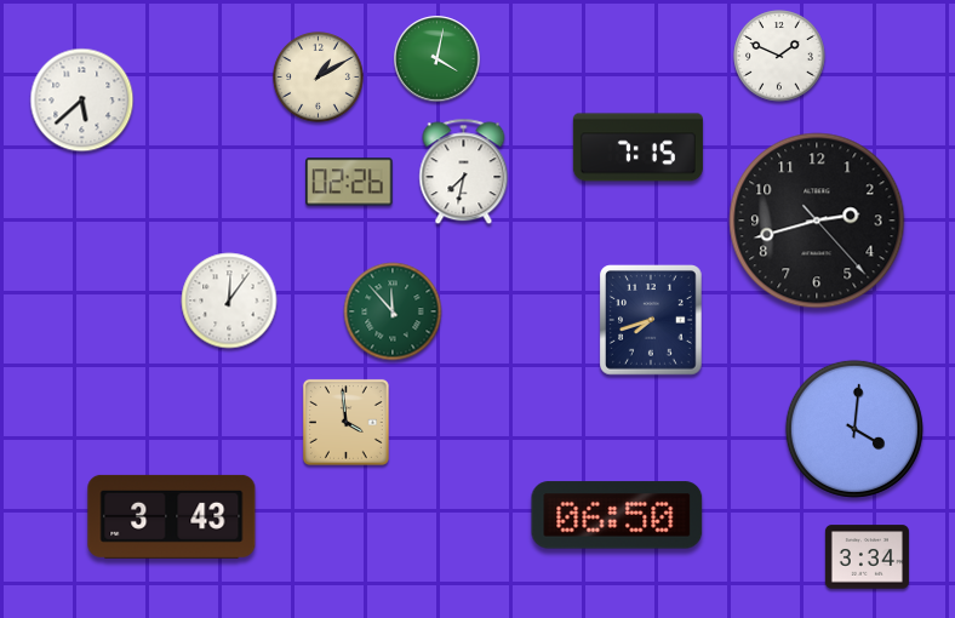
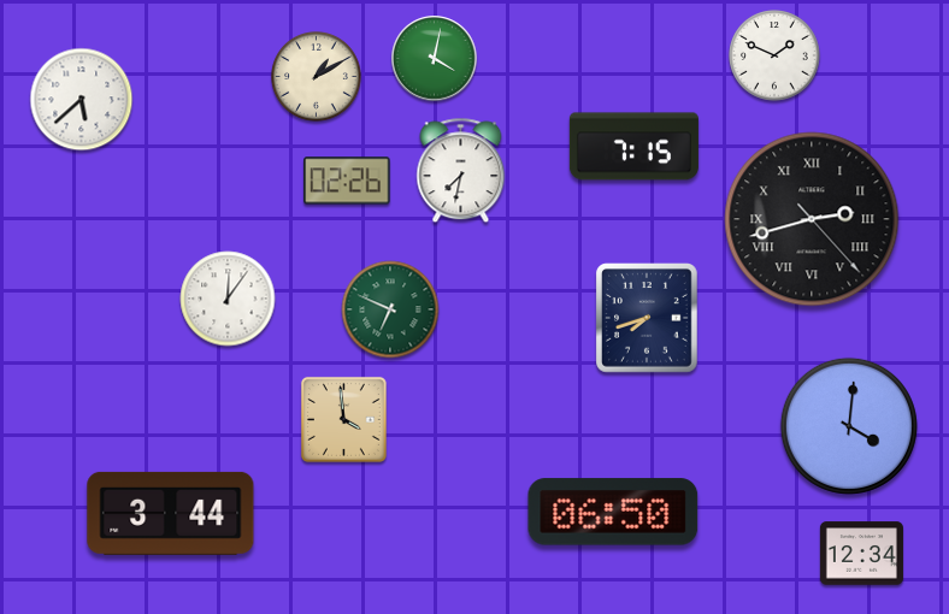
clock at (817, 221) numerals: Arabic -> Roman
clock at (393, 311): 11:53 -> 6:49
clock at (172, 516): 3:43 -> 3:44
clock at (867, 557): 3:34 -> 12:34
